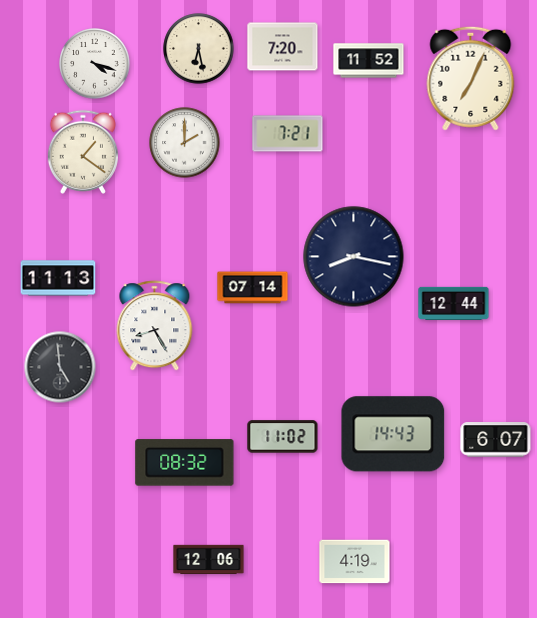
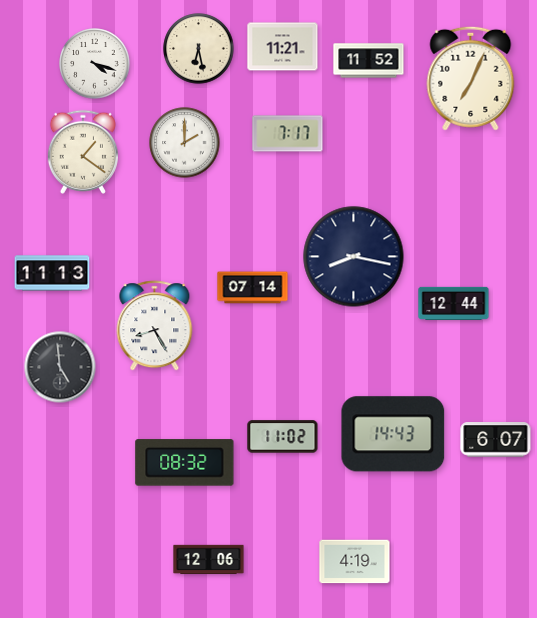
clock at (283, 47): 7:20 -> 11:21
clock at (288, 134): 7:21 -> 7:17
clock at (58, 278) position: (58, 278) -> (52, 273)
